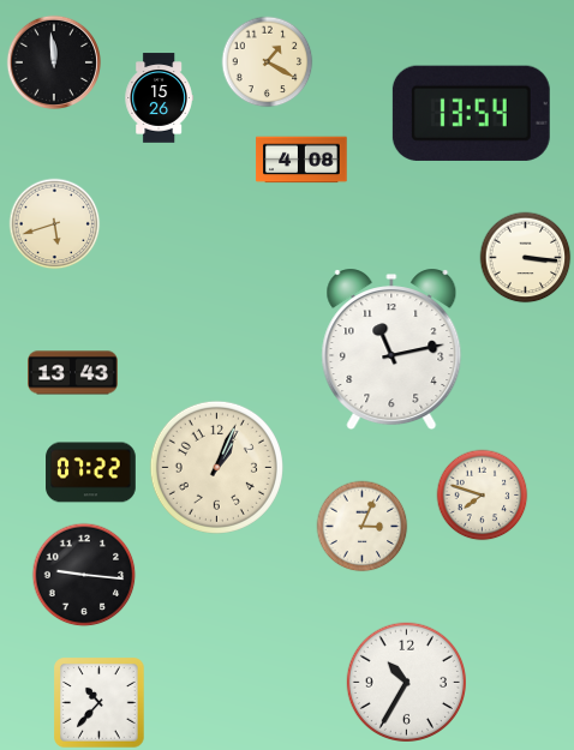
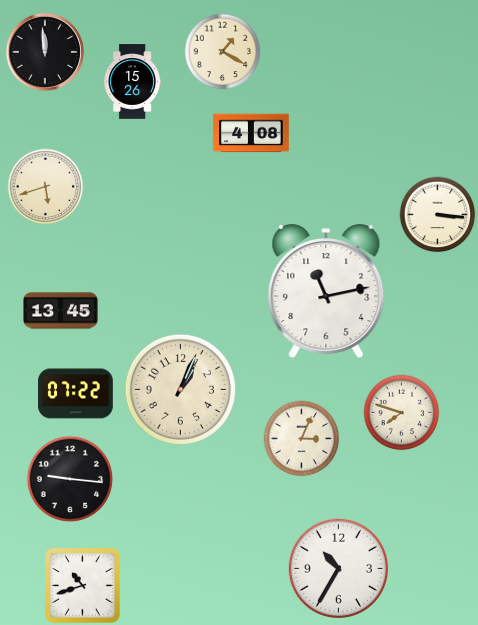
clock at (471, 113): 13:54 -> none
clock at (73, 373): 13:43 -> 13:45
clock at (100, 703): 10:37 -> 10:42
